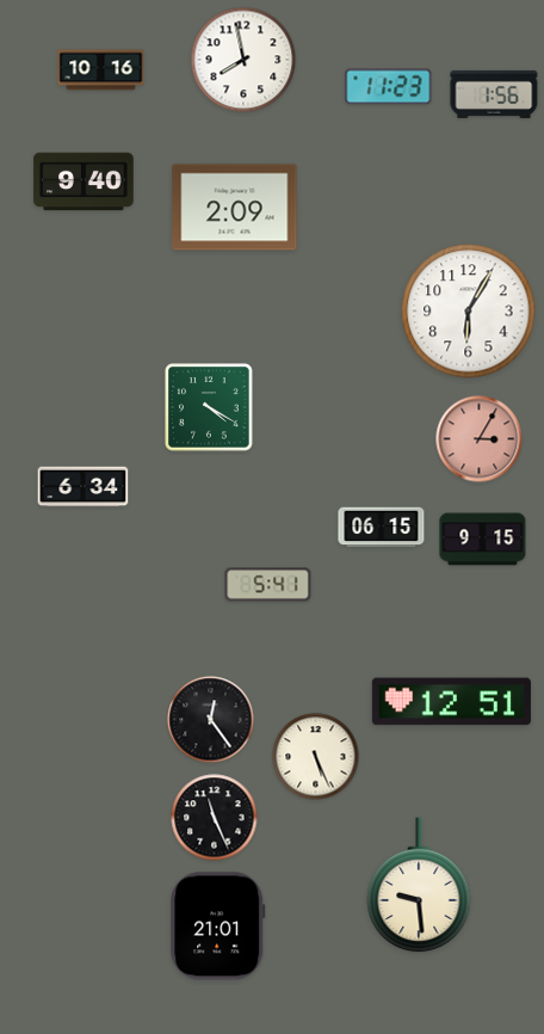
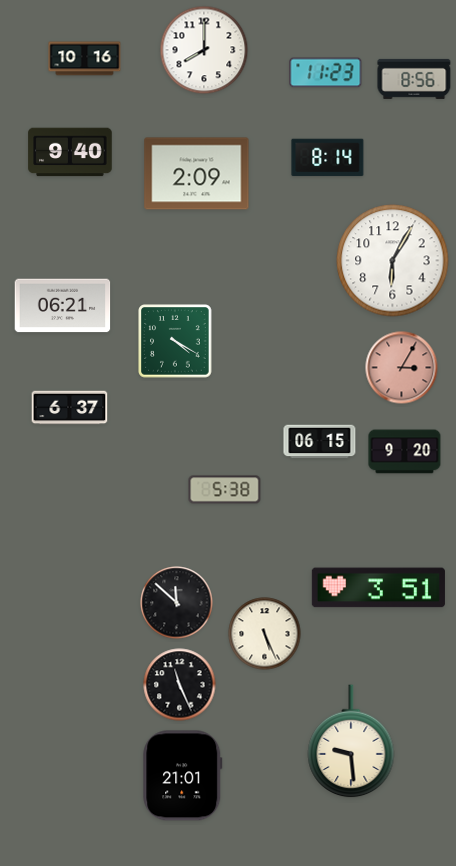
clock at (243, 60): 7:58 -> 8:00
clock at (494, 94): 1:56 -> 8:56
clock at (328, 158): none -> 8:14
clock at (63, 306): none -> 06:21
clock at (84, 487): 6:34 -> 6:37
clock at (483, 540): 9:15 -> 9:20
clock at (268, 585): 5:41 -> 5:38
clock at (451, 702): 12:51 -> 3:51
clock at (211, 720): 12:24 -> 11:52
